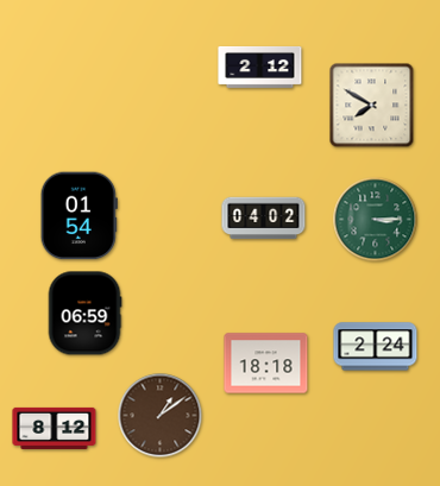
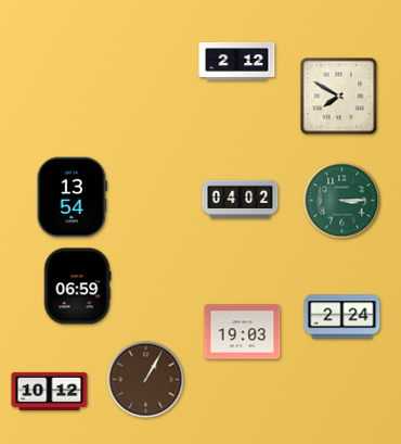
clock at (78, 216): 01:54 -> 13:54
clock at (266, 364): 18:18 -> 19:03
clock at (161, 416): 1:09 -> 1:05
clock at (55, 428): 8:12 -> 10:12
